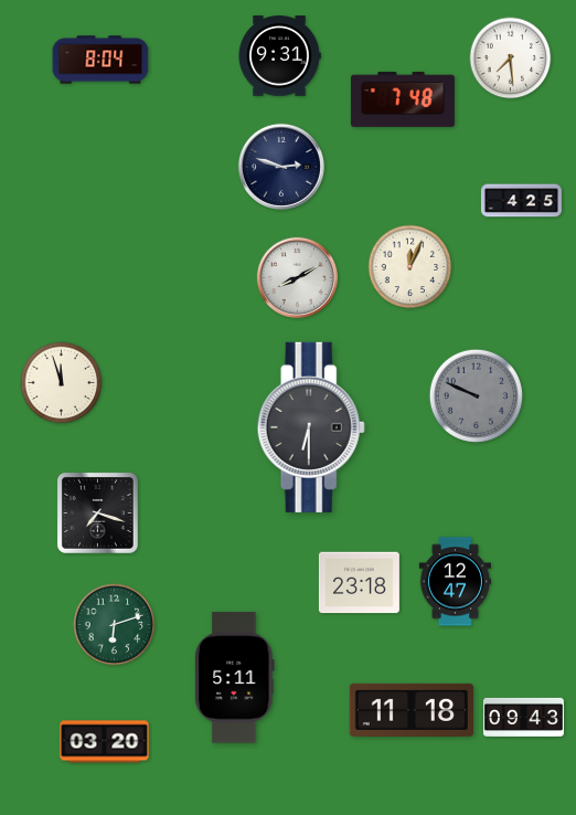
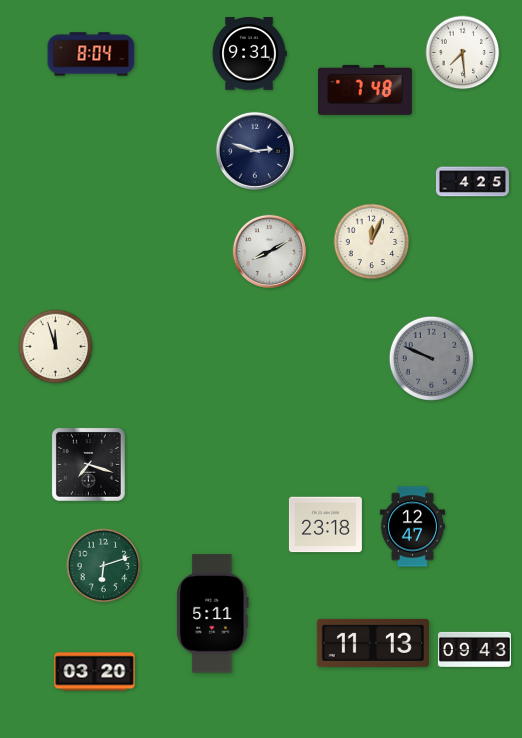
clock at (279, 56) position: (279, 56) -> (249, 54)
clock at (311, 427): 6:30 -> none
clock at (359, 583) position: (359, 583) -> (325, 525)
clock at (412, 710): 11:18 -> 11:13
